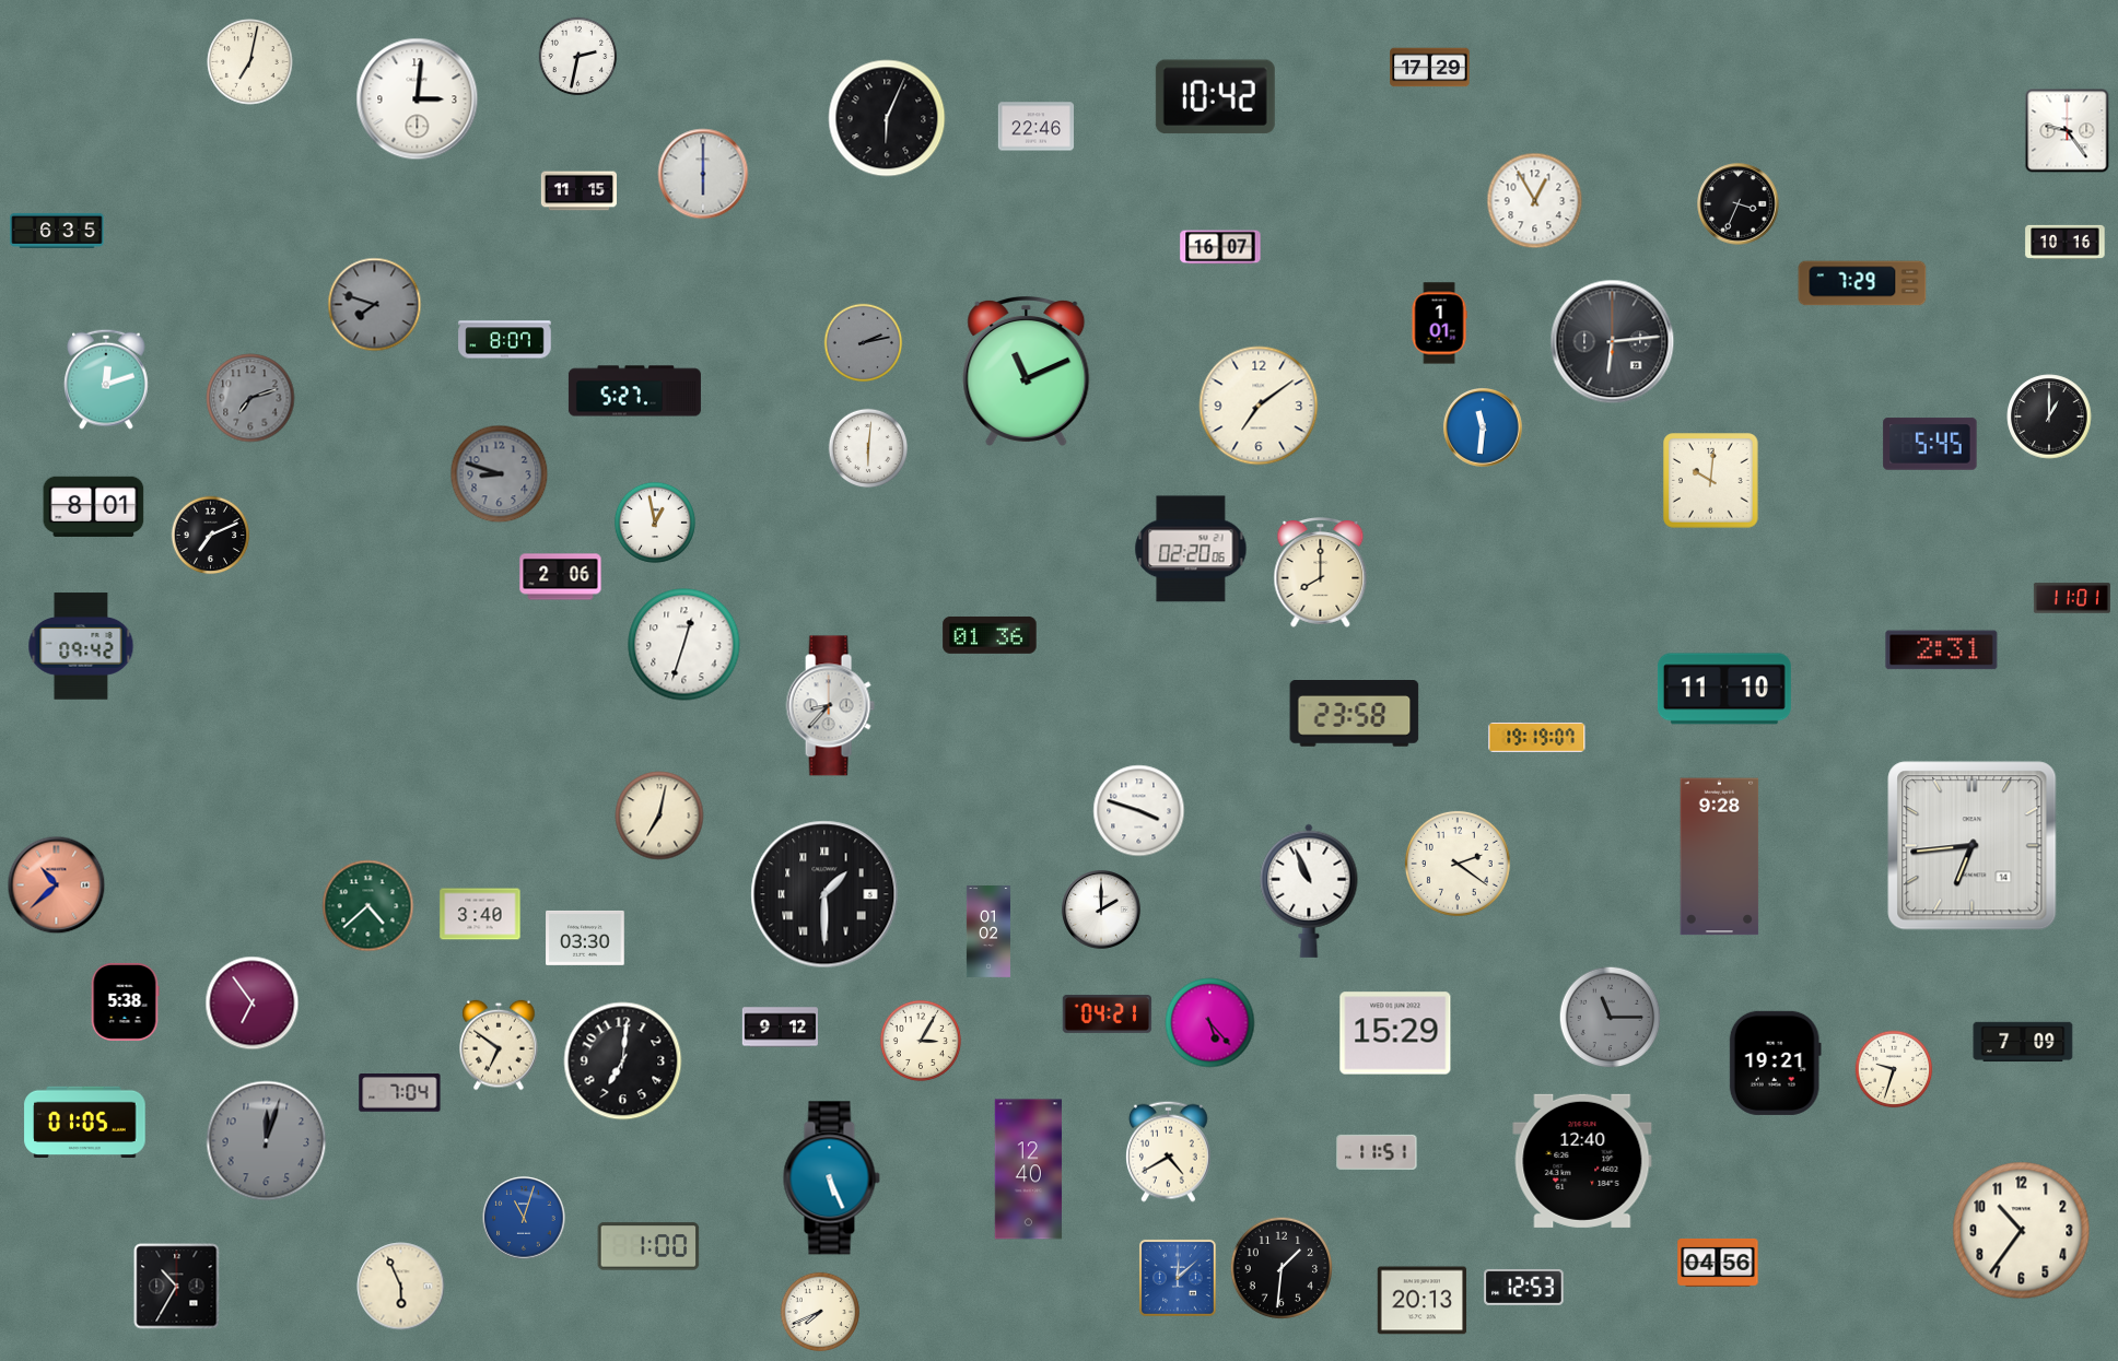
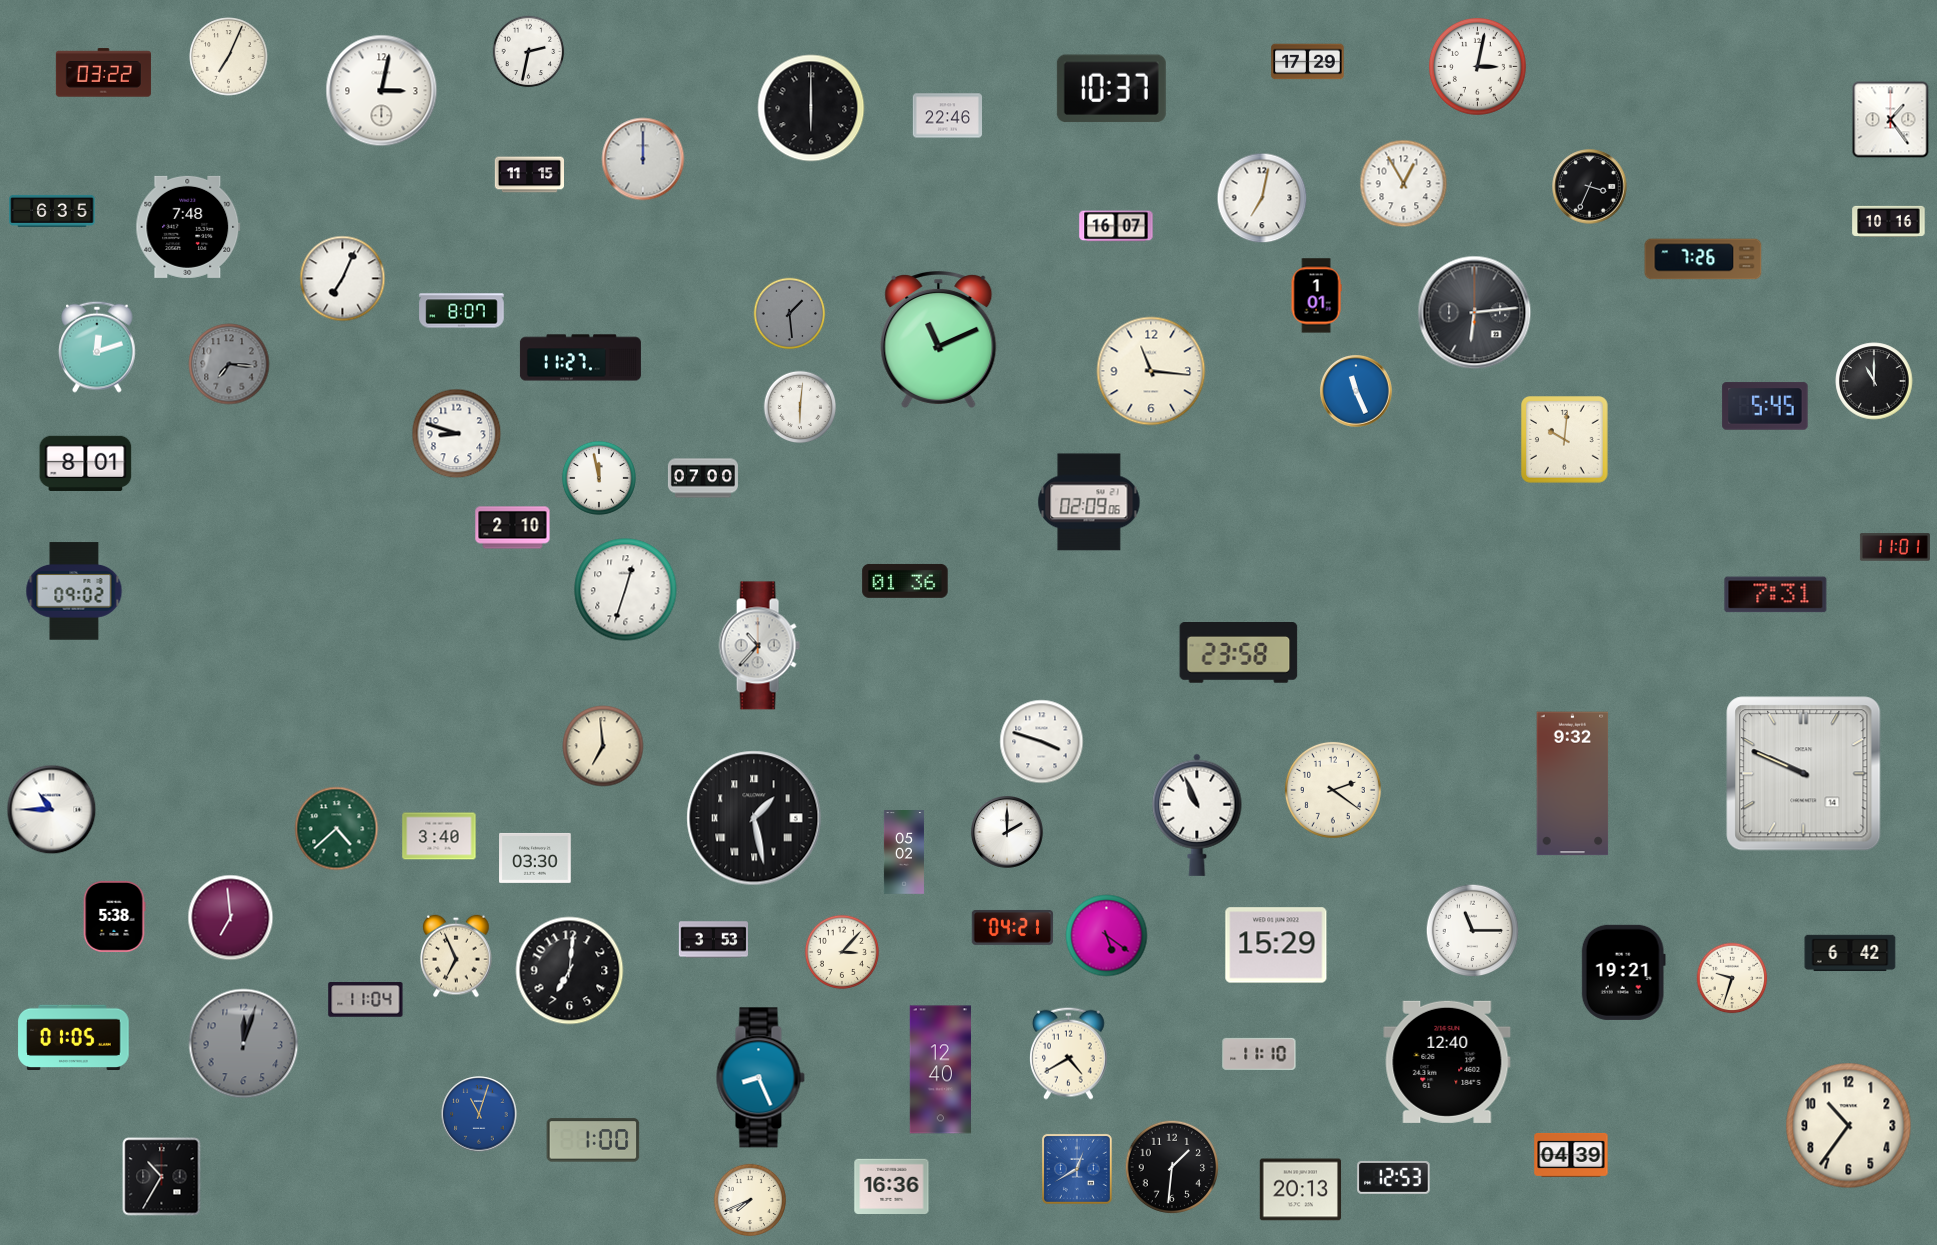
clock at (250, 62): 7:02 -> 7:04
clock at (1477, 66): none -> 3:02
clock at (103, 73): none -> 03:22
clock at (1215, 97): 10:42 -> 10:37
clock at (418, 99): 3:01 -> 3:02
clock at (887, 118): 6:04 -> 6:00
clock at (2068, 131): 9:24 -> 1:24
clock at (703, 174): 6:00 -> 12:00
clock at (1262, 198): none -> 7:02
clock at (188, 227): none -> 7:48
clock at (1862, 283): 7:29 -> 7:26
clock at (375, 305): 7:48 -> 7:04
clock at (375, 305) dial: grey -> white
clock at (864, 343): 2:13 -> 1:29
clock at (634, 391): 5:27 -> 11:27
clock at (250, 398): 7:12 -> 7:16
clock at (1259, 406): 7:09 -> 11:16
clock at (2049, 416): 1:00 -> 11:00
clock at (1484, 429): 11:31 -> 11:26
clock at (868, 448) position: (868, 448) -> (800, 407)
clock at (500, 474) dial: grey -> white
clock at (655, 523): 12:58 -> 11:58
clock at (703, 478): none -> 07:00
clock at (211, 536): 7:11 -> none
clock at (1191, 549): 02:20 -> 02:09
clock at (1321, 573): 8:00 -> none
clock at (561, 577): 2:06 -> 2:10
clock at (81, 646): 09:42 -> 09:02
clock at (1942, 650): 2:31 -> 7:31
clock at (1724, 689): 11:10 -> none
clock at (830, 706): 8:37 -> 10:37
clock at (1537, 737): 19:19 -> none
clock at (659, 816): 7:02 -> 6:59
clock at (1973, 846): 6:44 -> 9:49
clock at (1720, 857): 9:28 -> 9:32
clock at (57, 885): 10:38 -> 10:45
clock at (57, 885) dial: salmon -> white
clock at (824, 894): 1:30 -> 1:28
clock at (988, 932): 01:02 -> 05:02
clock at (253, 1004): 6:54 -> 6:59
clock at (1611, 1018) dial: grey -> white
clock at (1210, 1023): 5:23 -> 5:21
clock at (780, 1028): 9:12 -> 3:53
clock at (921, 1041): 3:05 -> 3:07
clock at (2023, 1042): 7:09 -> 6:42
clock at (499, 1045): 6:51 -> 6:56
clock at (400, 1093): 7:04 -> 11:04
clock at (85, 1122) position: (85, 1122) -> (74, 1037)
clock at (1377, 1152): 11:51 -> 11:10
clock at (831, 1178): 5:26 -> 8:26
clock at (1718, 1263): 04:56 -> 04:39
clock at (1282, 1268) position: (1282, 1268) -> (1172, 1167)
clock at (1178, 1278): 12:08 -> 12:40
clock at (401, 1287): 5:56 -> none
clock at (892, 1186): none -> 16:36
